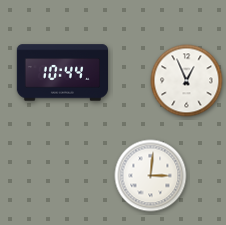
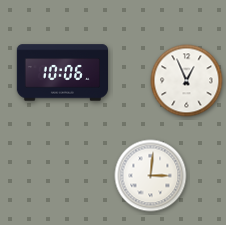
clock at (62, 73): 10:44 -> 10:06
